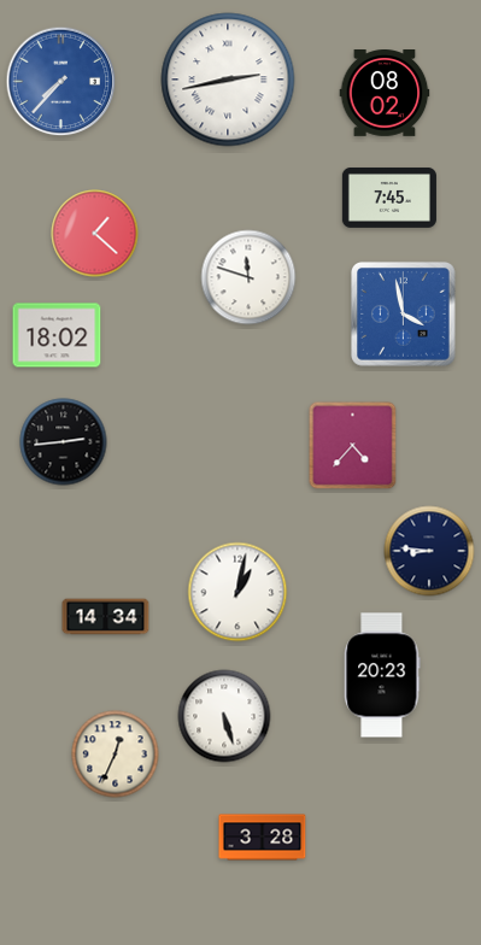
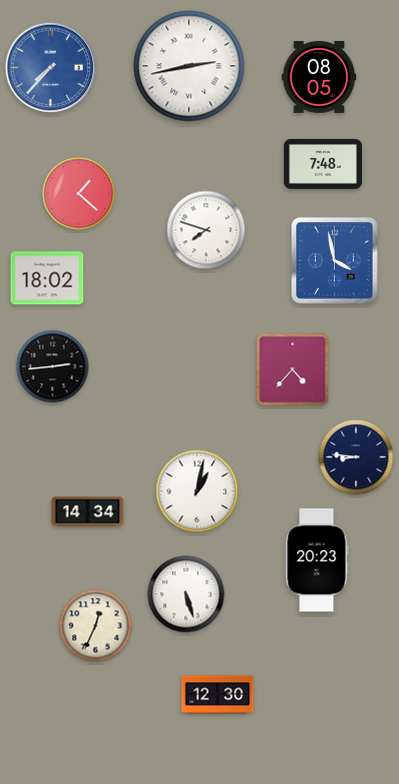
clock at (385, 94): 08:02 -> 08:05
clock at (389, 198): 7:45 -> 7:48
clock at (248, 277): 11:48 -> 7:48
clock at (263, 838): 3:28 -> 12:30
